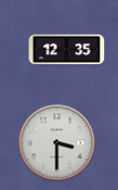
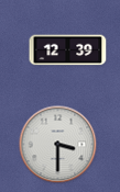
clock at (67, 50): 12:35 -> 12:39
